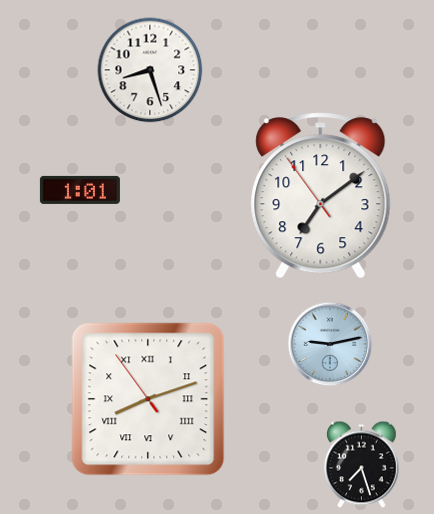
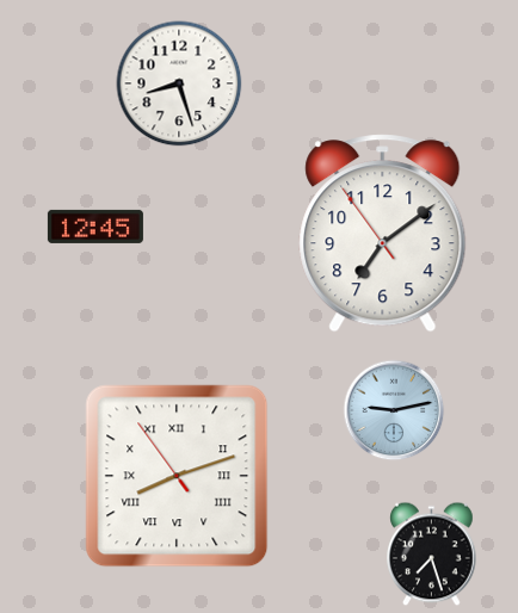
clock at (80, 190): 1:01 -> 12:45
